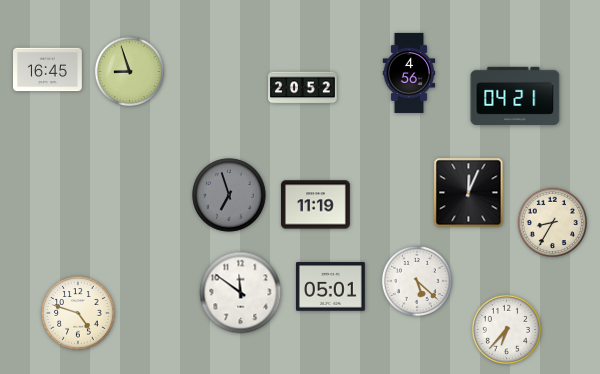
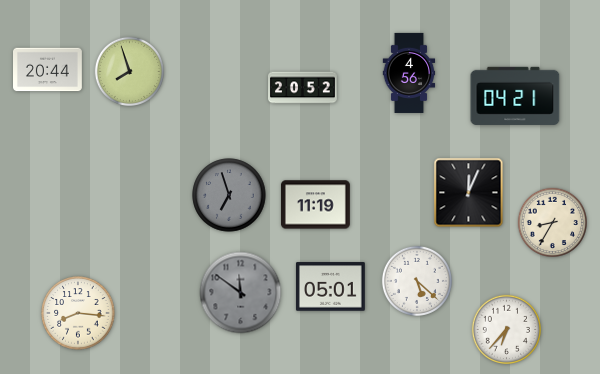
clock at (48, 70): 16:45 -> 20:44
clock at (129, 71): 8:57 -> 7:57
clock at (241, 293) dial: white -> grey
clock at (78, 313): 4:48 -> 8:16
